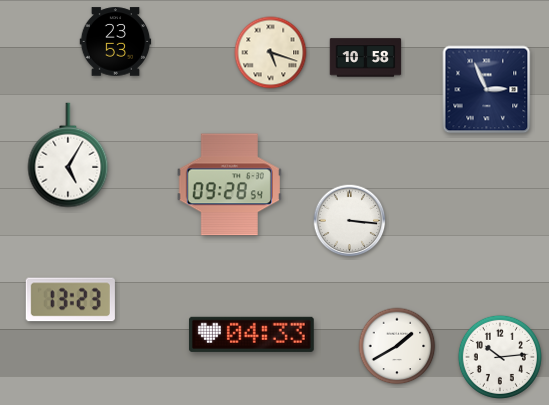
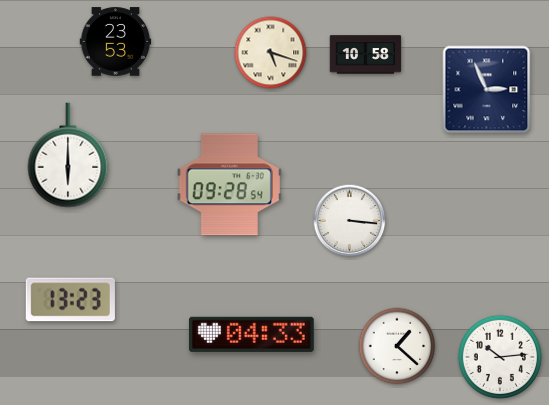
clock at (366, 58) position: (366, 58) -> (366, 55)
clock at (68, 155): 5:05 -> 6:00
clock at (397, 346): 1:40 -> 1:22
